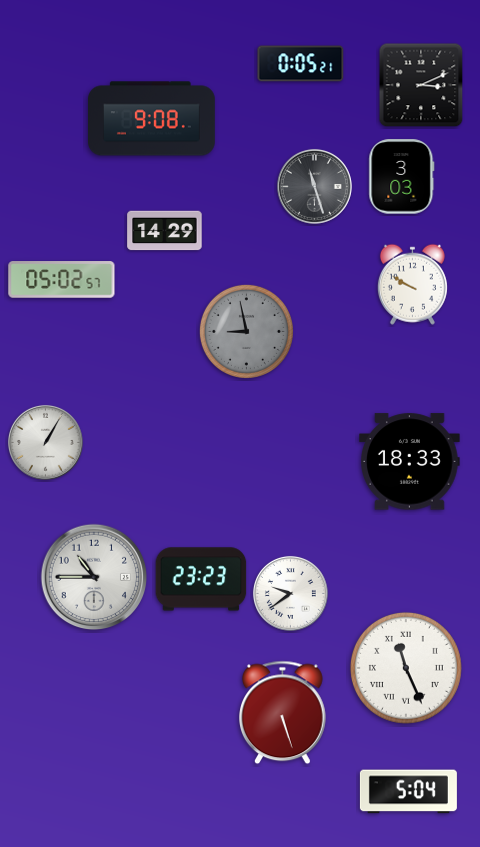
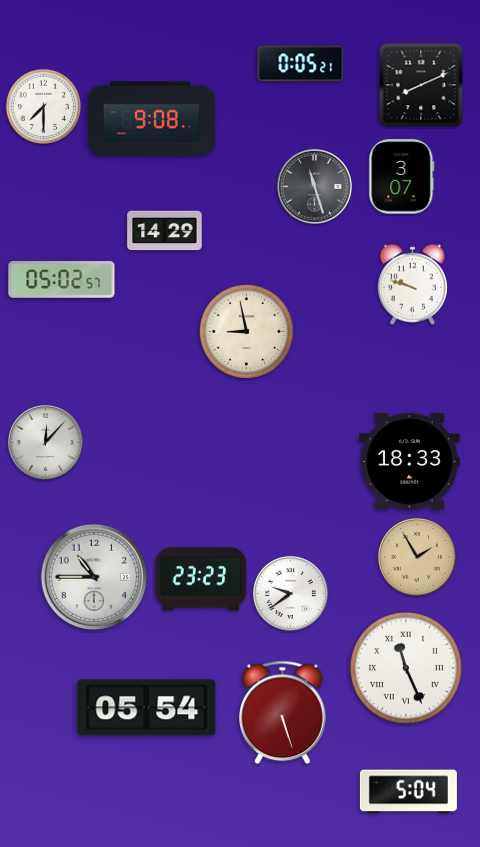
clock at (421, 85): 3:11 -> 8:11
clock at (44, 107): none -> 7:30
clock at (402, 177): 3:03 -> 3:07
clock at (412, 284): 9:50 -> 9:48
clock at (246, 331) dial: grey -> cream
clock at (45, 442): 1:05 -> 12:07
clock at (417, 557): none -> 1:55
clock at (147, 708): none -> 05:54
